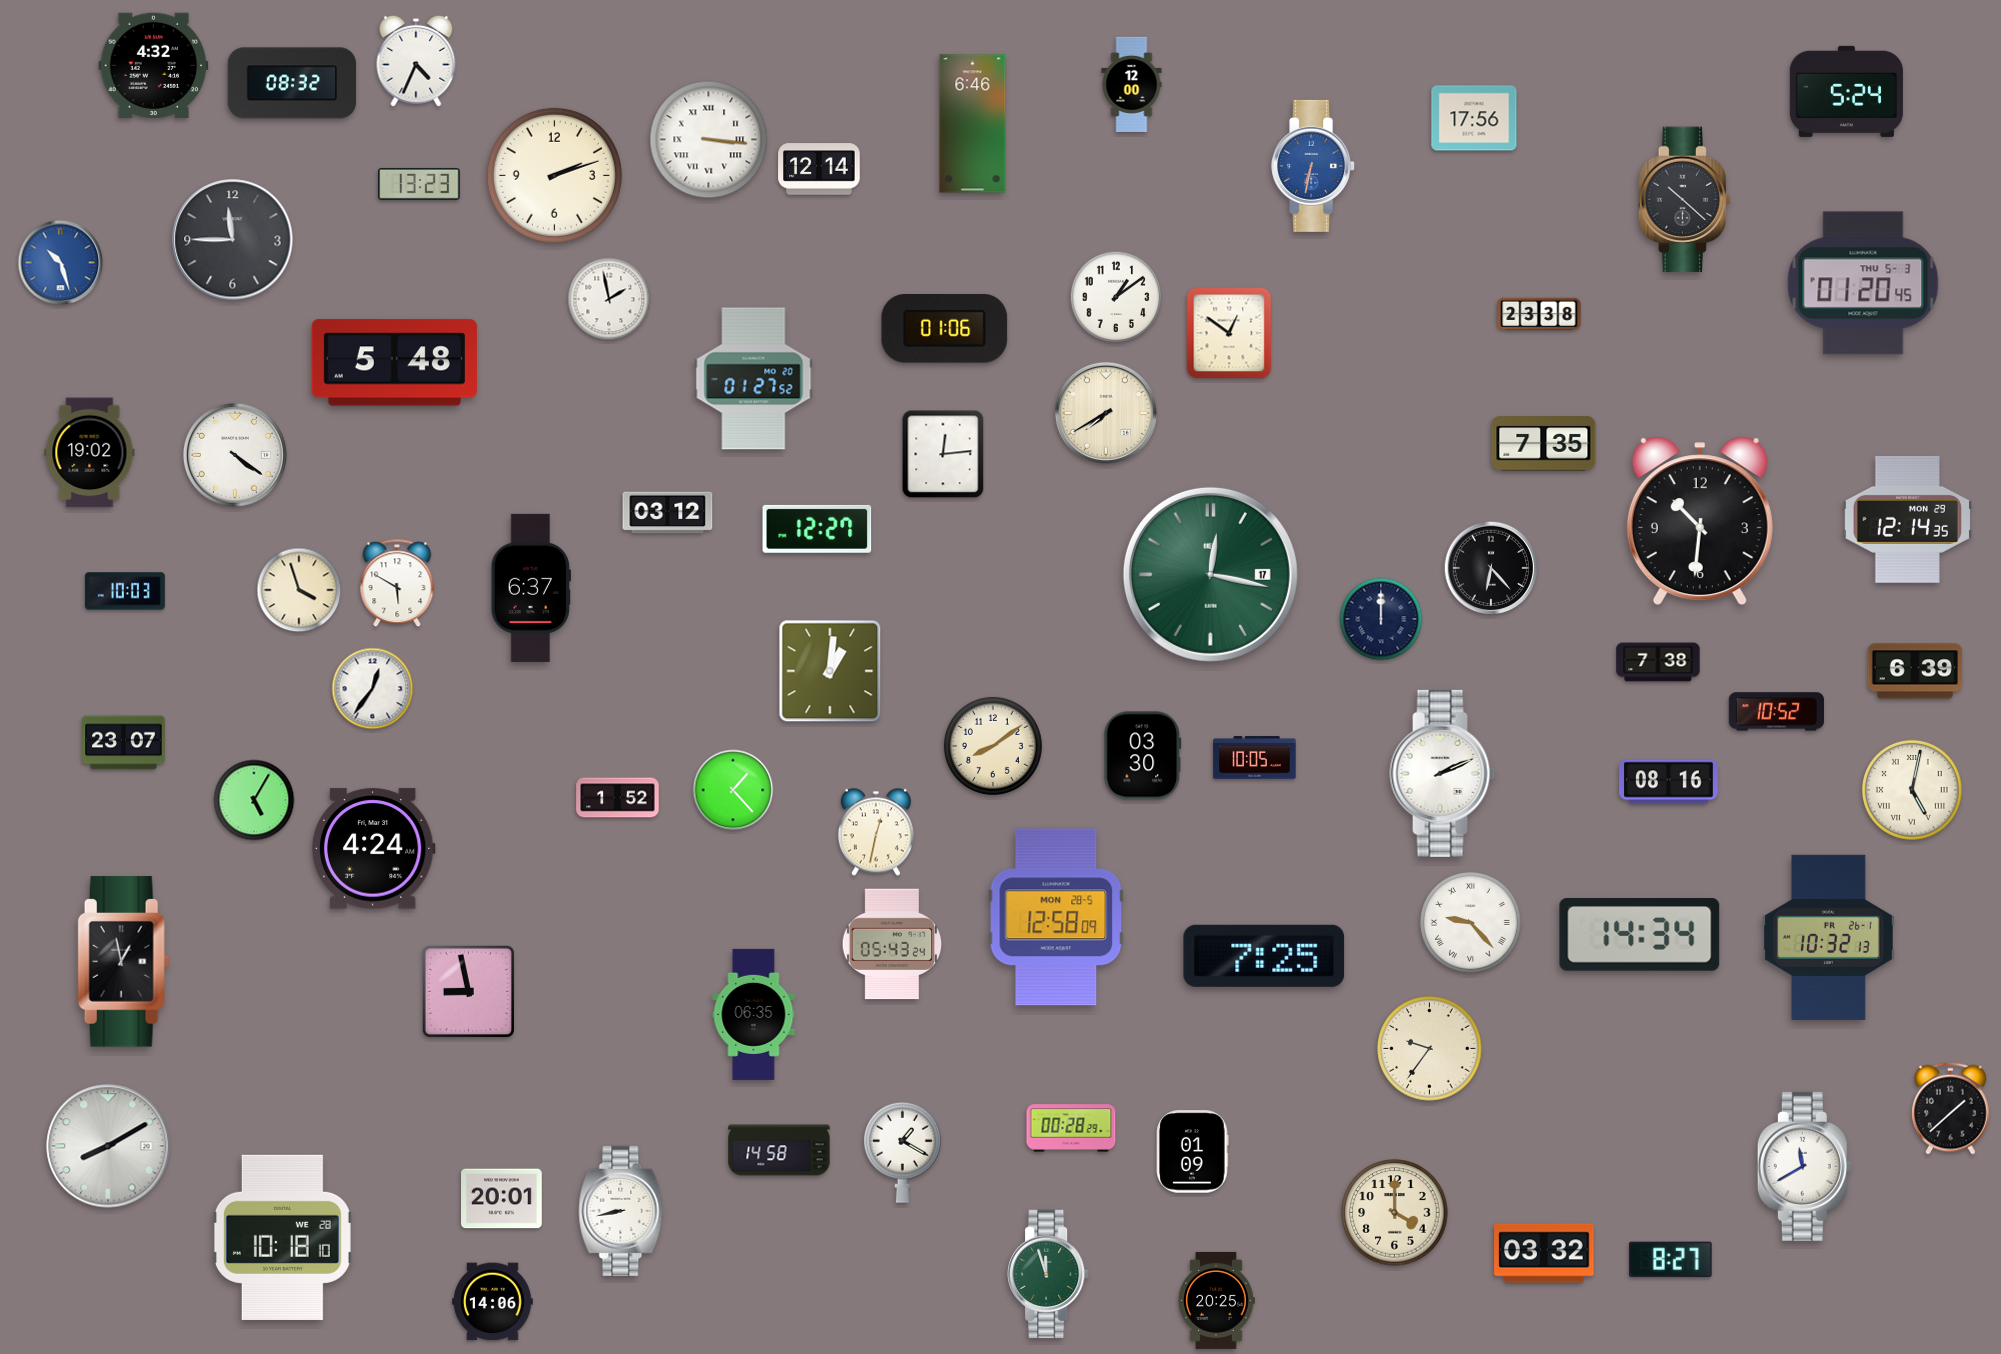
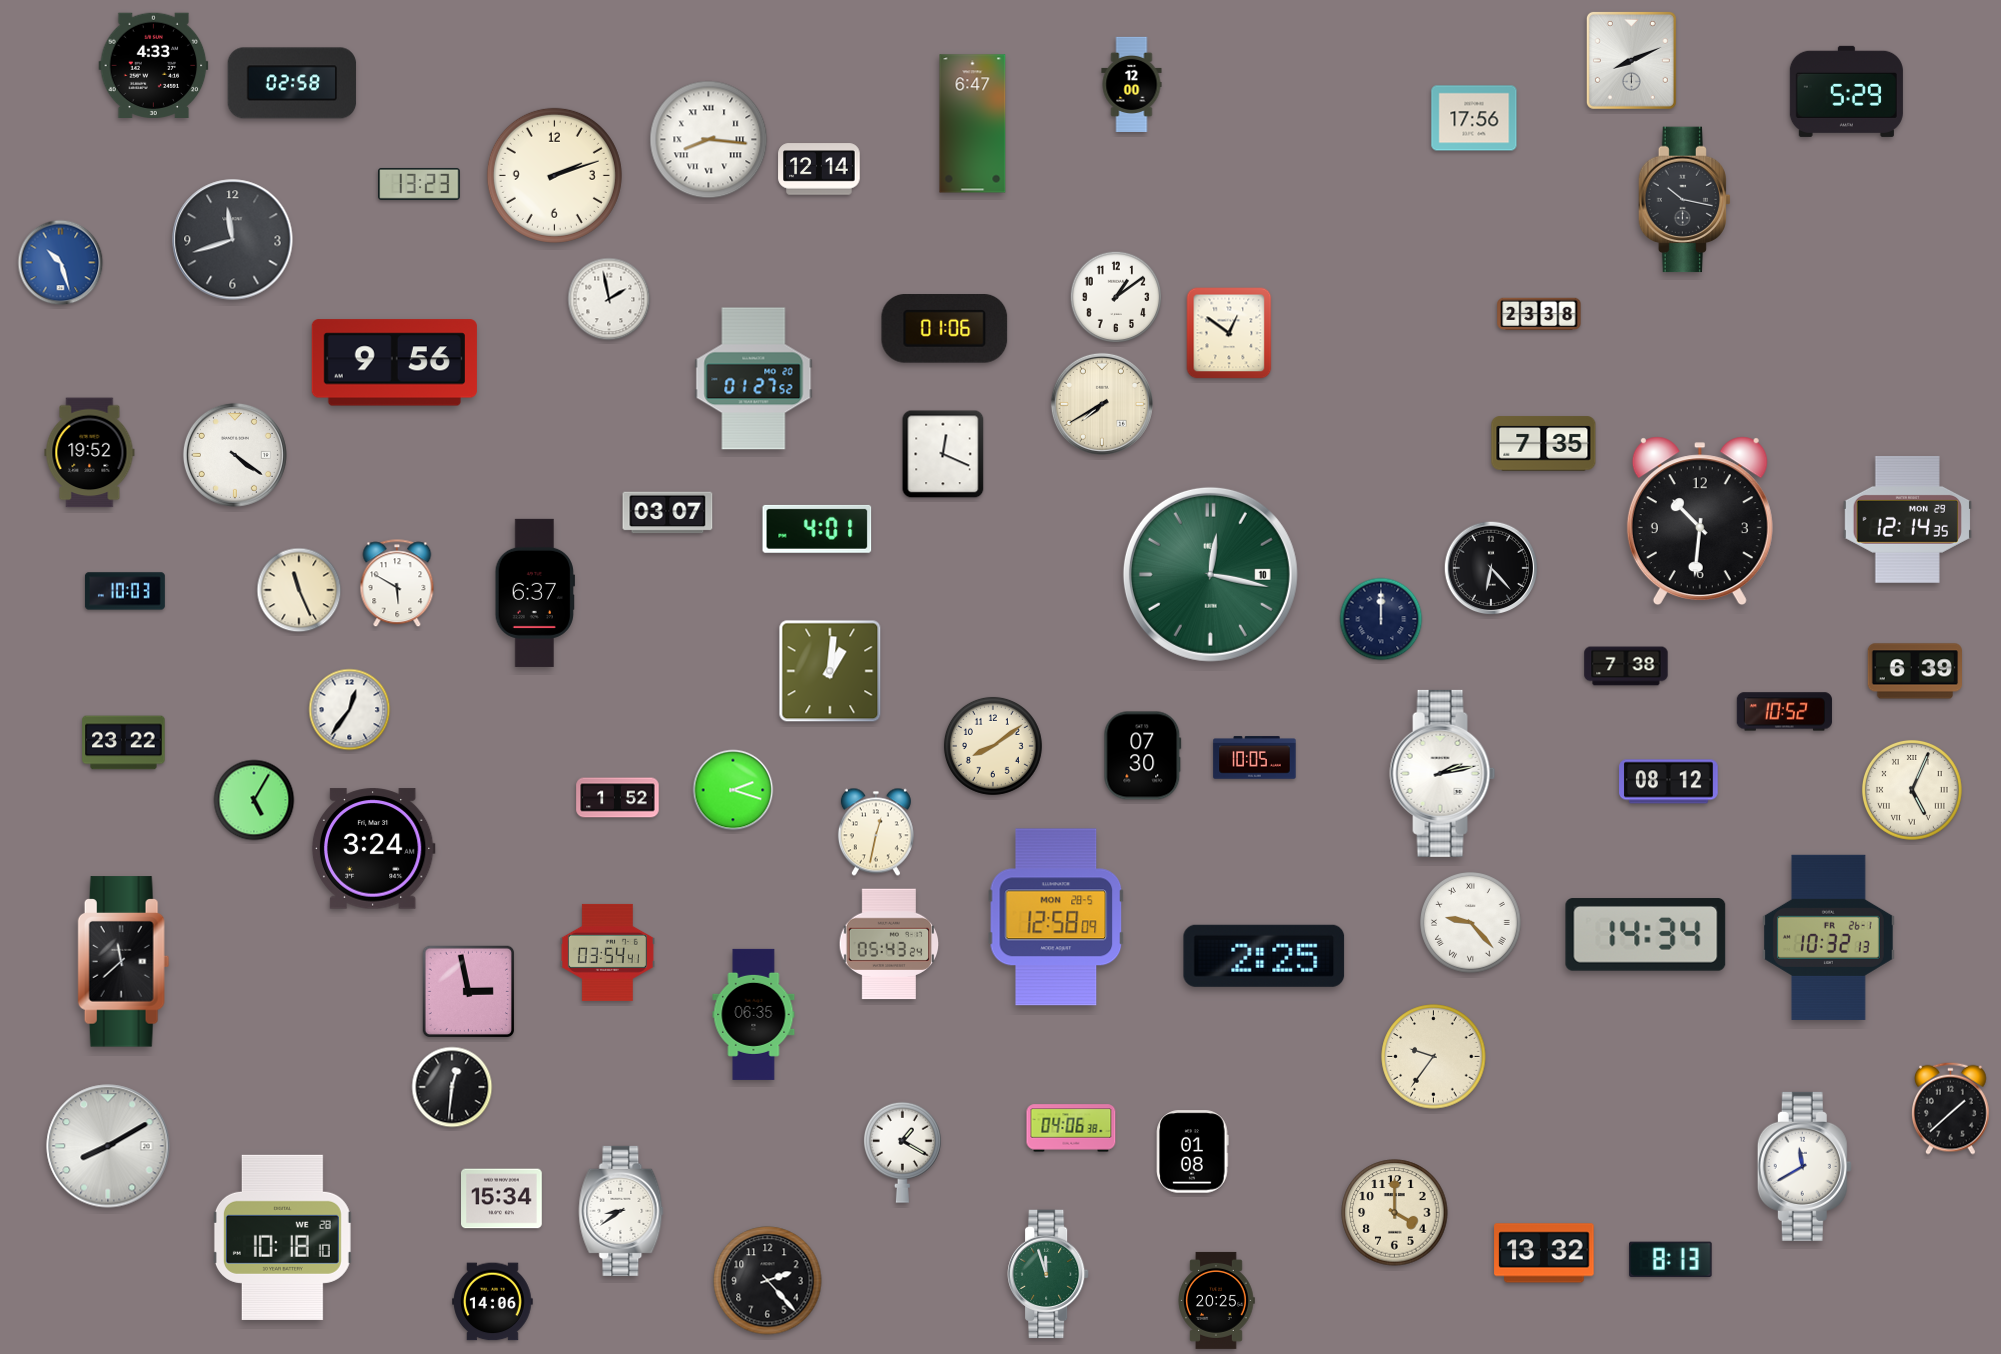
clock at (1631, 60): none -> 8:11
clock at (416, 61): 4:34 -> none
clock at (154, 65): 4:32 -> 4:33
clock at (292, 83): 08:32 -> 02:58
clock at (1846, 91): 5:24 -> 5:29
clock at (973, 124): 6:46 -> 6:47
clock at (709, 140): 3:16 -> 8:16
clock at (1314, 166): 6:32 -> none
clock at (1684, 200): 10:22 -> 10:17
clock at (233, 240): 11:45 -> 11:42
clock at (1863, 283): 01:20 -> none
clock at (394, 363): 5:48 -> 9:56
clock at (1106, 413) position: (1106, 413) -> (1102, 404)
clock at (90, 453): 19:02 -> 19:52
clock at (943, 454): 12:14 -> 12:19
clock at (668, 513): 03:12 -> 03:07
clock at (817, 529): 12:27 -> 4:01
clock at (1210, 574) date: 17 -> 10
clock at (531, 588) position: (531, 588) -> (535, 593)
clock at (299, 590): 3:57 -> 11:26
clock at (1658, 662) position: (1658, 662) -> (1626, 666)
clock at (373, 689) position: (373, 689) -> (350, 710)
clock at (1776, 712) position: (1776, 712) -> (1784, 712)
clock at (124, 743): 23:07 -> 23:22
clock at (1143, 756): 03:30 -> 07:30
clock at (1443, 773): 2:11 -> 2:13
clock at (1669, 782): 08:16 -> 08:12
clock at (733, 790): 1:23 -> 2:18
clock at (1912, 790): 5:02 -> 5:04
clock at (373, 849): 4:24 -> 3:24
clock at (1640, 935) position: (1640, 935) -> (1646, 935)
clock at (892, 944) position: (892, 944) -> (889, 944)
clock at (607, 952): none -> 03:54
clock at (1264, 956): 7:25 -> 2:25
clock at (124, 962): 12:58 -> 11:38
clock at (468, 991): 8:58 -> 2:58
clock at (1430, 1049) position: (1430, 1049) -> (1434, 1057)
clock at (452, 1087): none -> 12:31
clock at (1071, 1128): 00:28 -> 04:06
clock at (779, 1150): 14:58 -> none
clock at (1193, 1152): 01:09 -> 01:08
clock at (502, 1199): 20:01 -> 15:34
clock at (621, 1211): 8:43 -> 8:39
clock at (1544, 1253): 03:32 -> 13:32
clock at (1671, 1259): 8:27 -> 8:13
clock at (768, 1281): none -> 2:23
